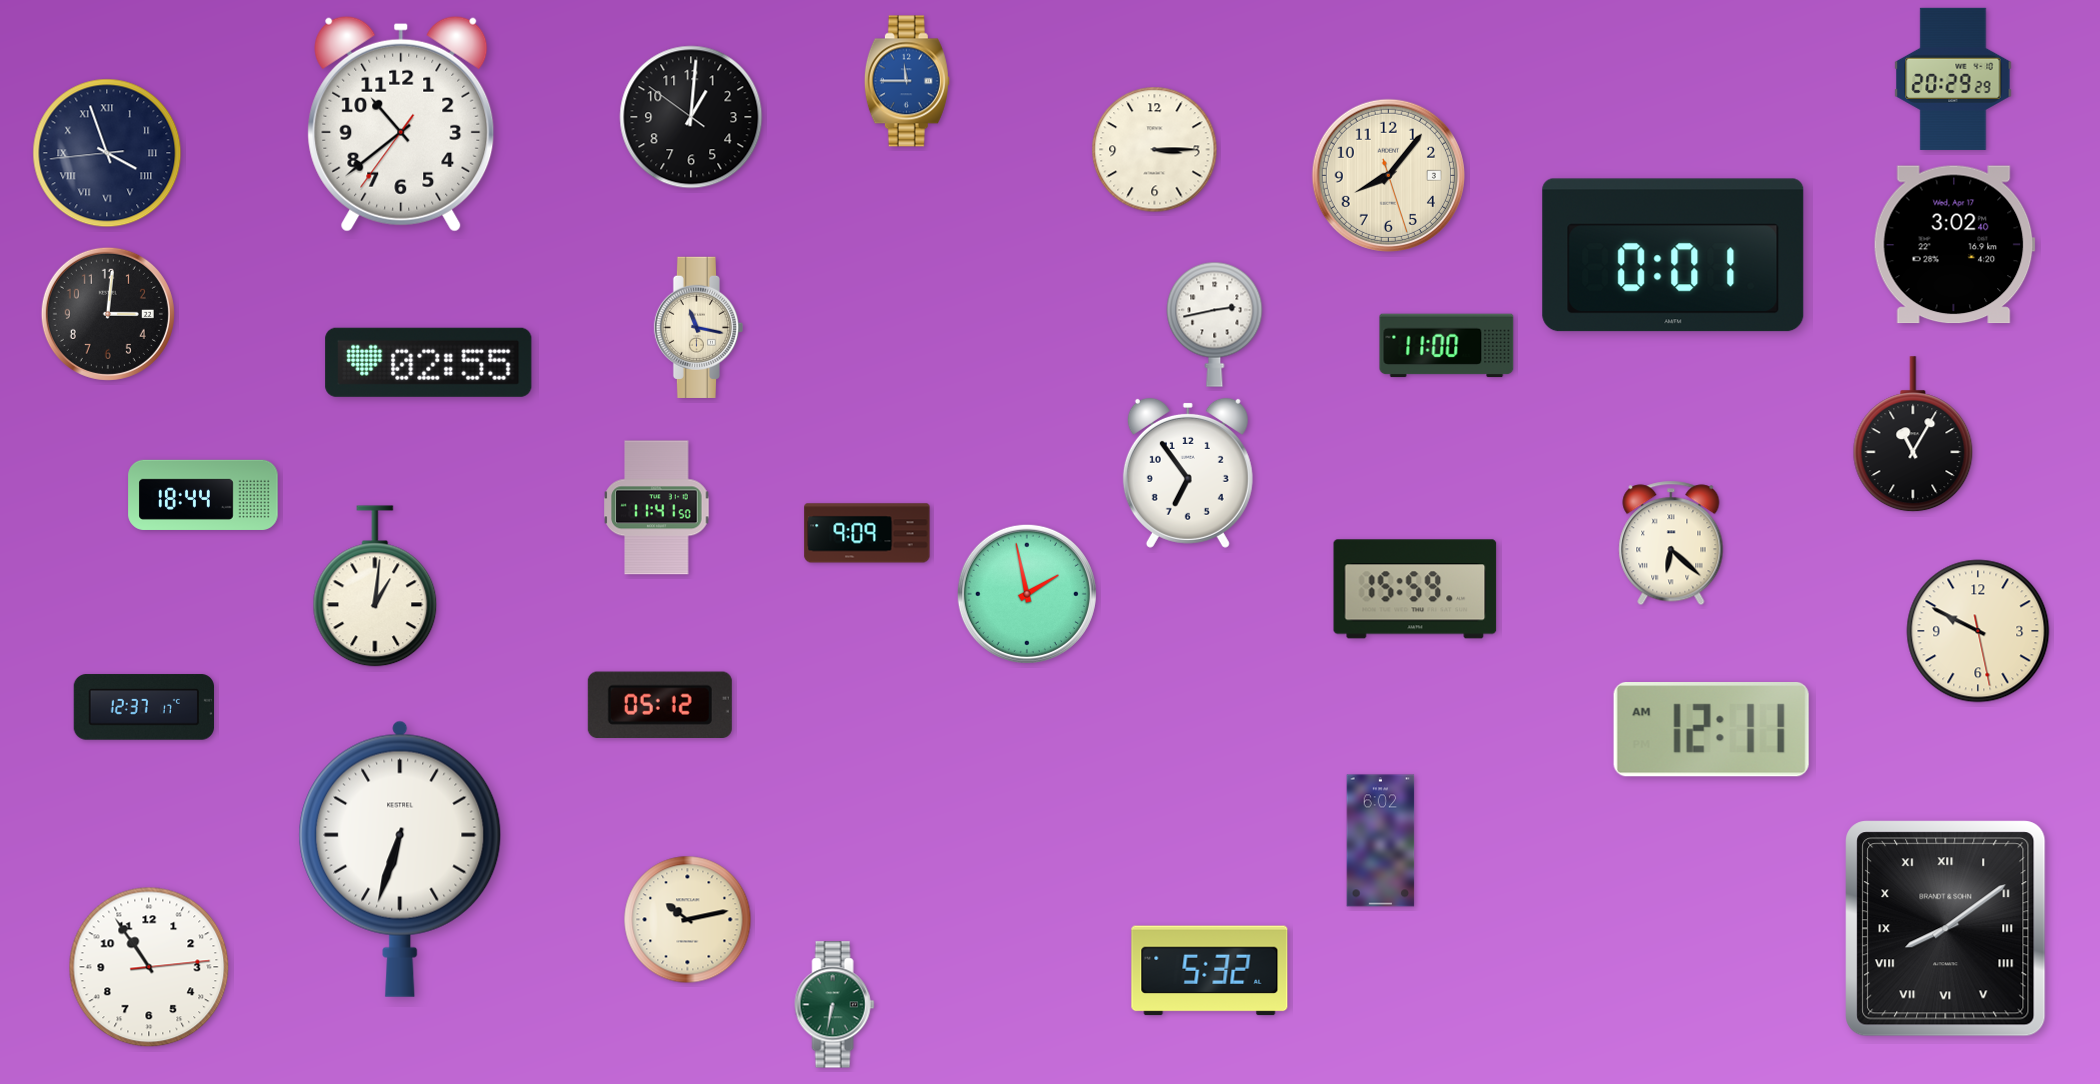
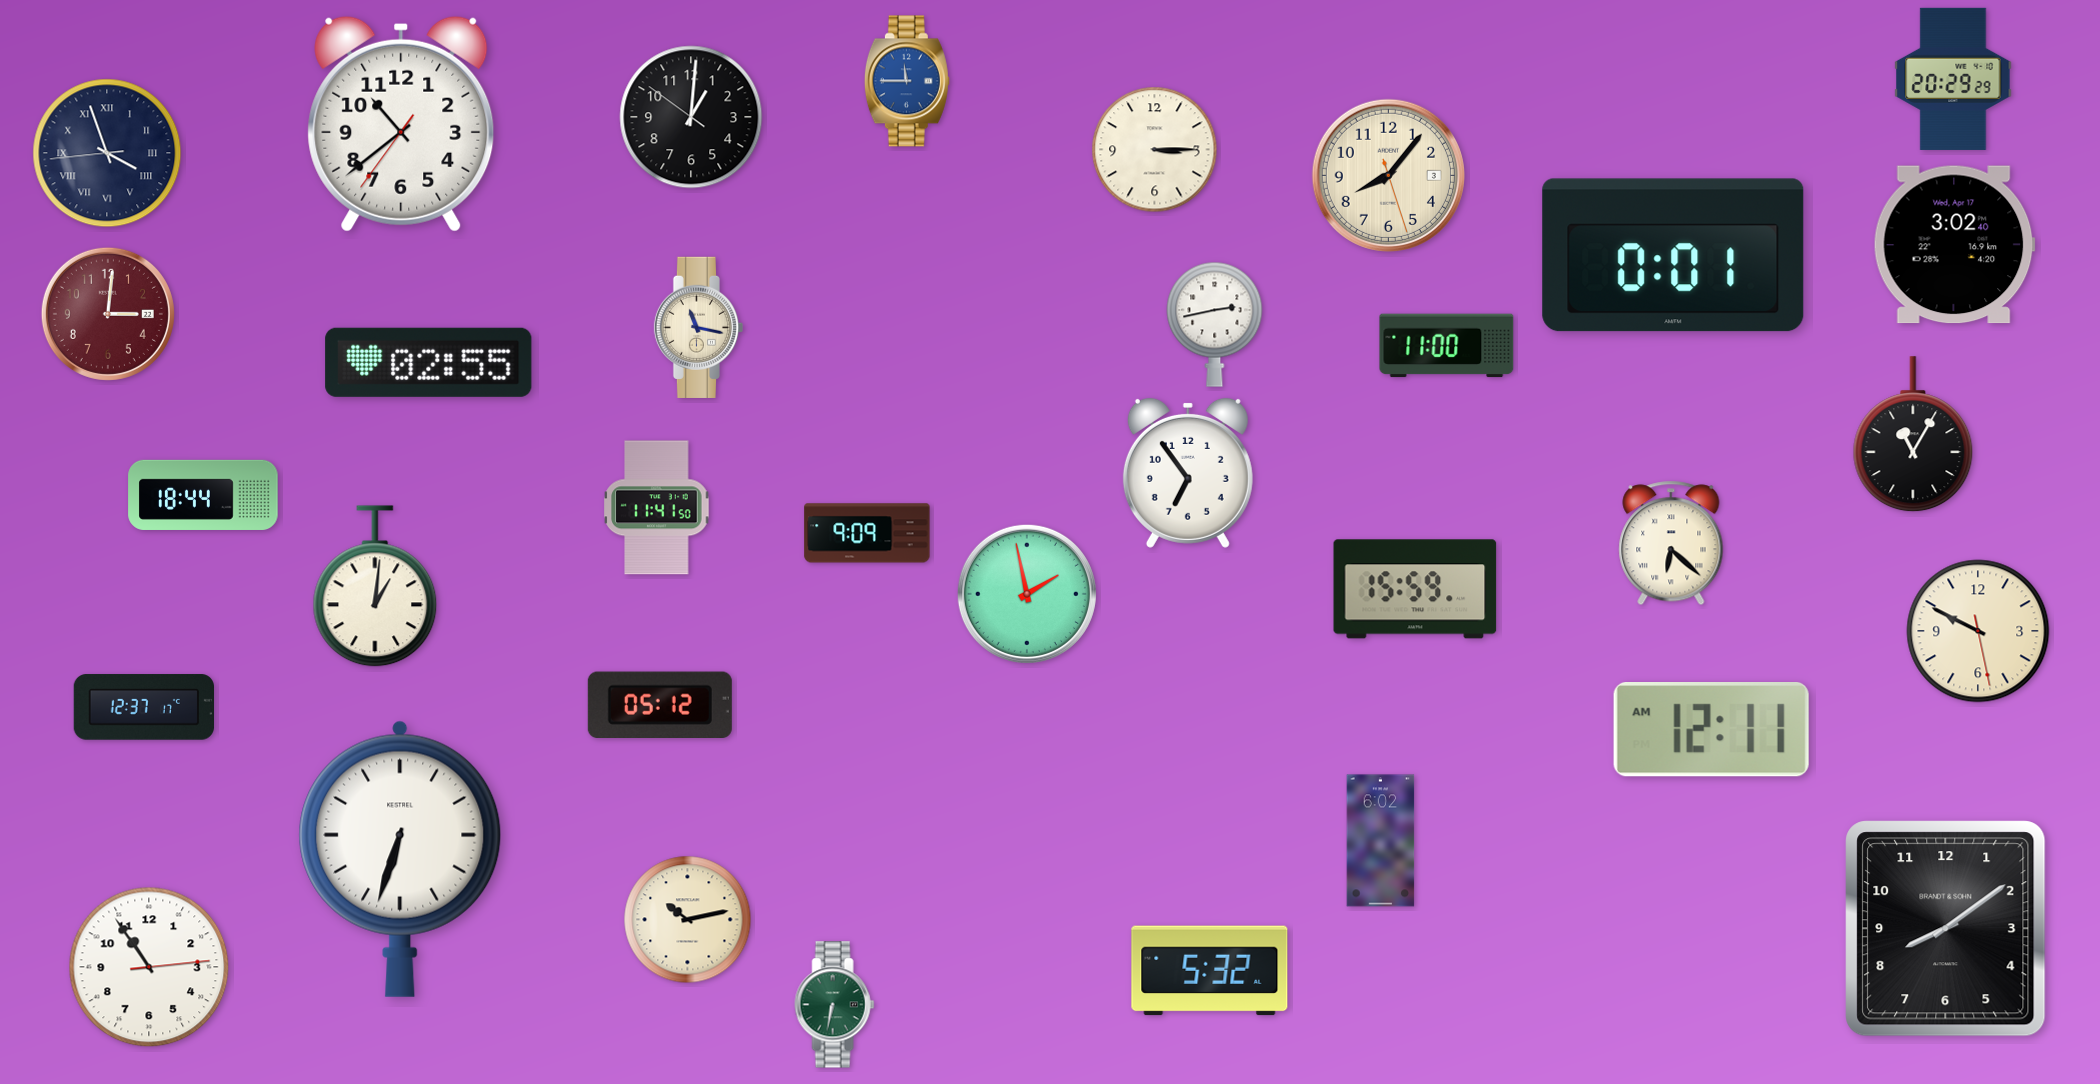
clock at (108, 314) dial: black -> burgundy
clock at (1946, 929) numerals: Roman -> Arabic
